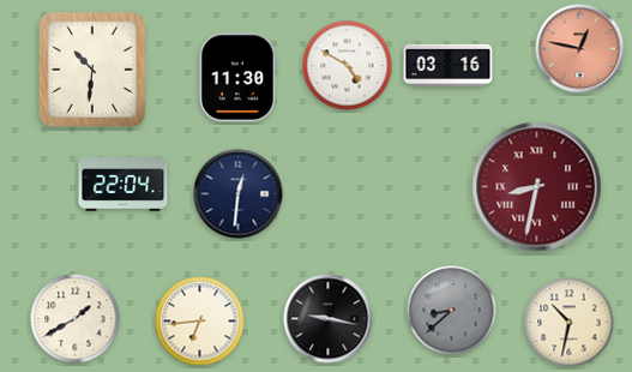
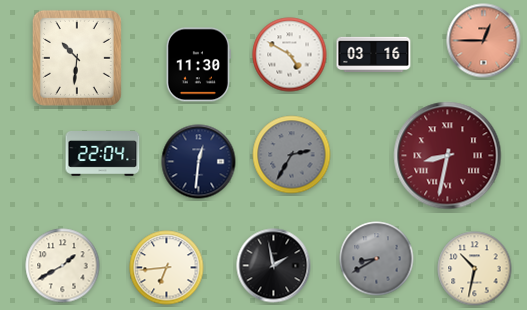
clock at (580, 49): 12:47 -> 12:45
clock at (292, 155): none -> 2:35
clock at (452, 311): 8:38 -> 8:40
clock at (329, 319): 9:17 -> 1:58
